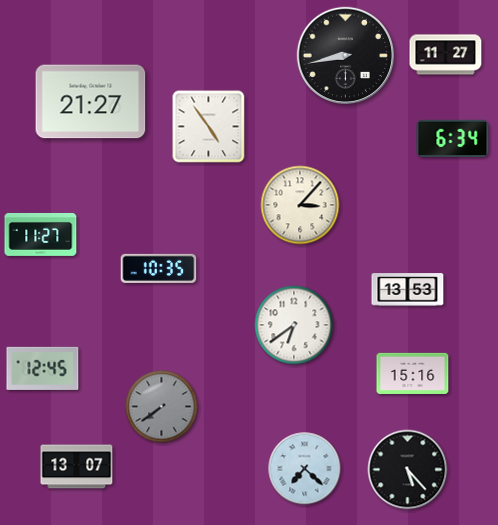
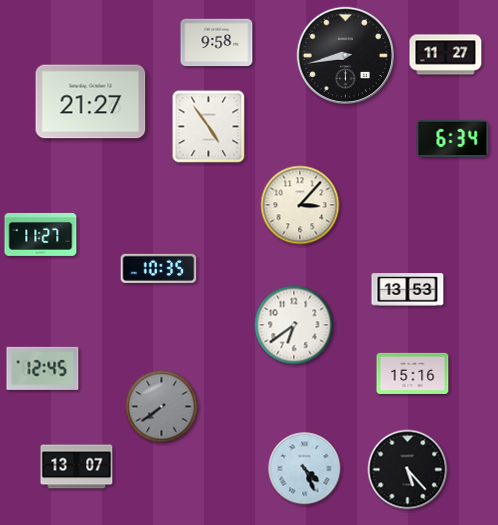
clock at (217, 43): none -> 9:58
clock at (305, 469): 7:22 -> 4:26
